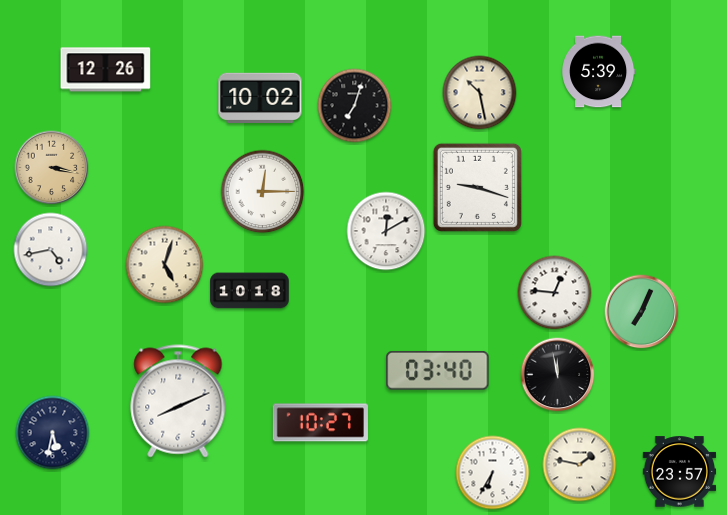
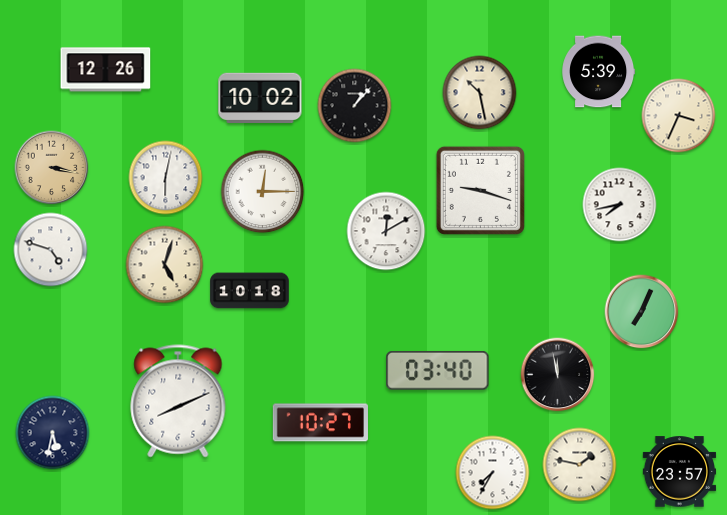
clock at (355, 106): 7:03 -> 1:07
clock at (679, 116): none -> 3:34
clock at (166, 178): none -> 6:02
clock at (477, 187) position: (477, 187) -> (480, 190)
clock at (620, 205): none -> 7:43
clock at (51, 250): 4:43 -> 4:48
clock at (555, 293): 12:46 -> none
clock at (493, 473): 6:35 -> 7:35
